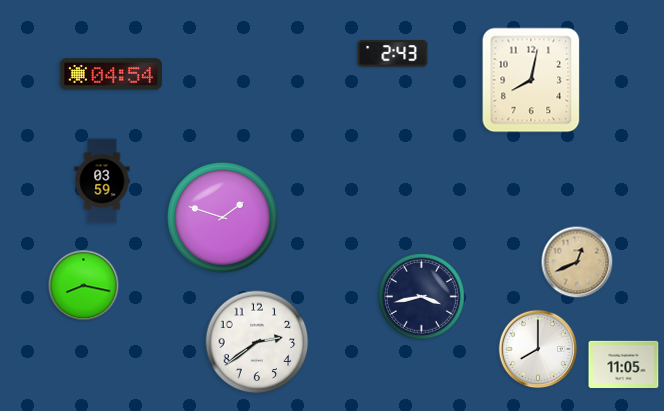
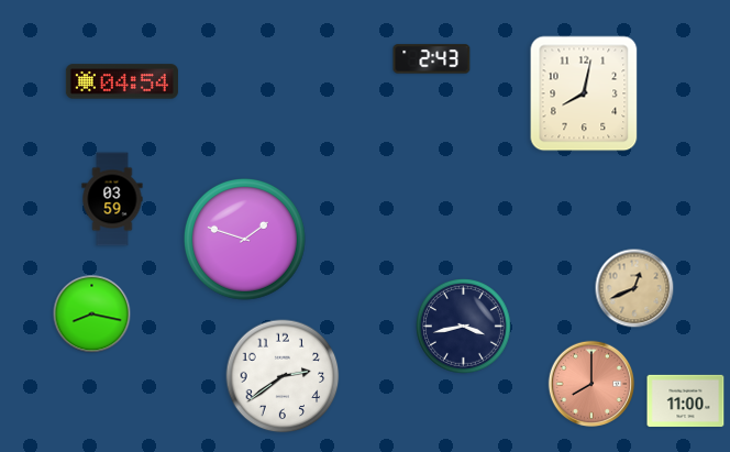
clock at (531, 80) position: (531, 80) -> (584, 93)
clock at (538, 349) dial: white -> salmon
clock at (624, 365): 11:05 -> 11:00
